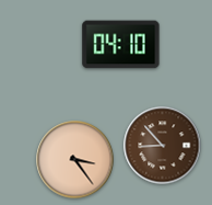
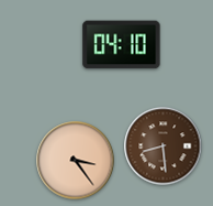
clock at (163, 146): 8:53 -> 8:29
